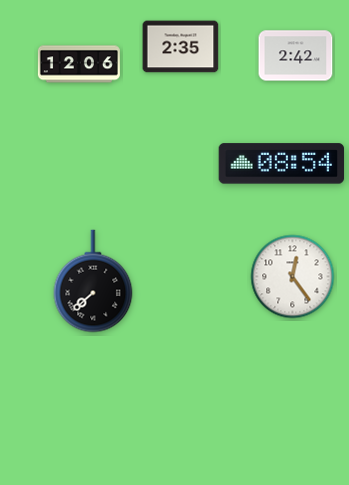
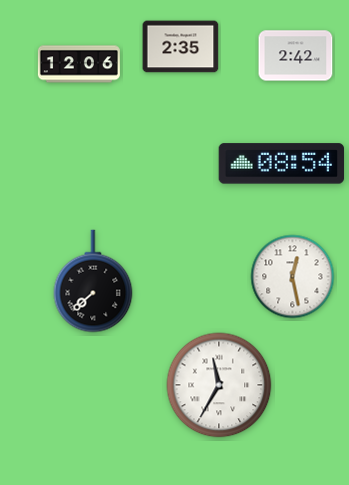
clock at (293, 277): 12:24 -> 12:28
clock at (219, 385): none -> 11:35
